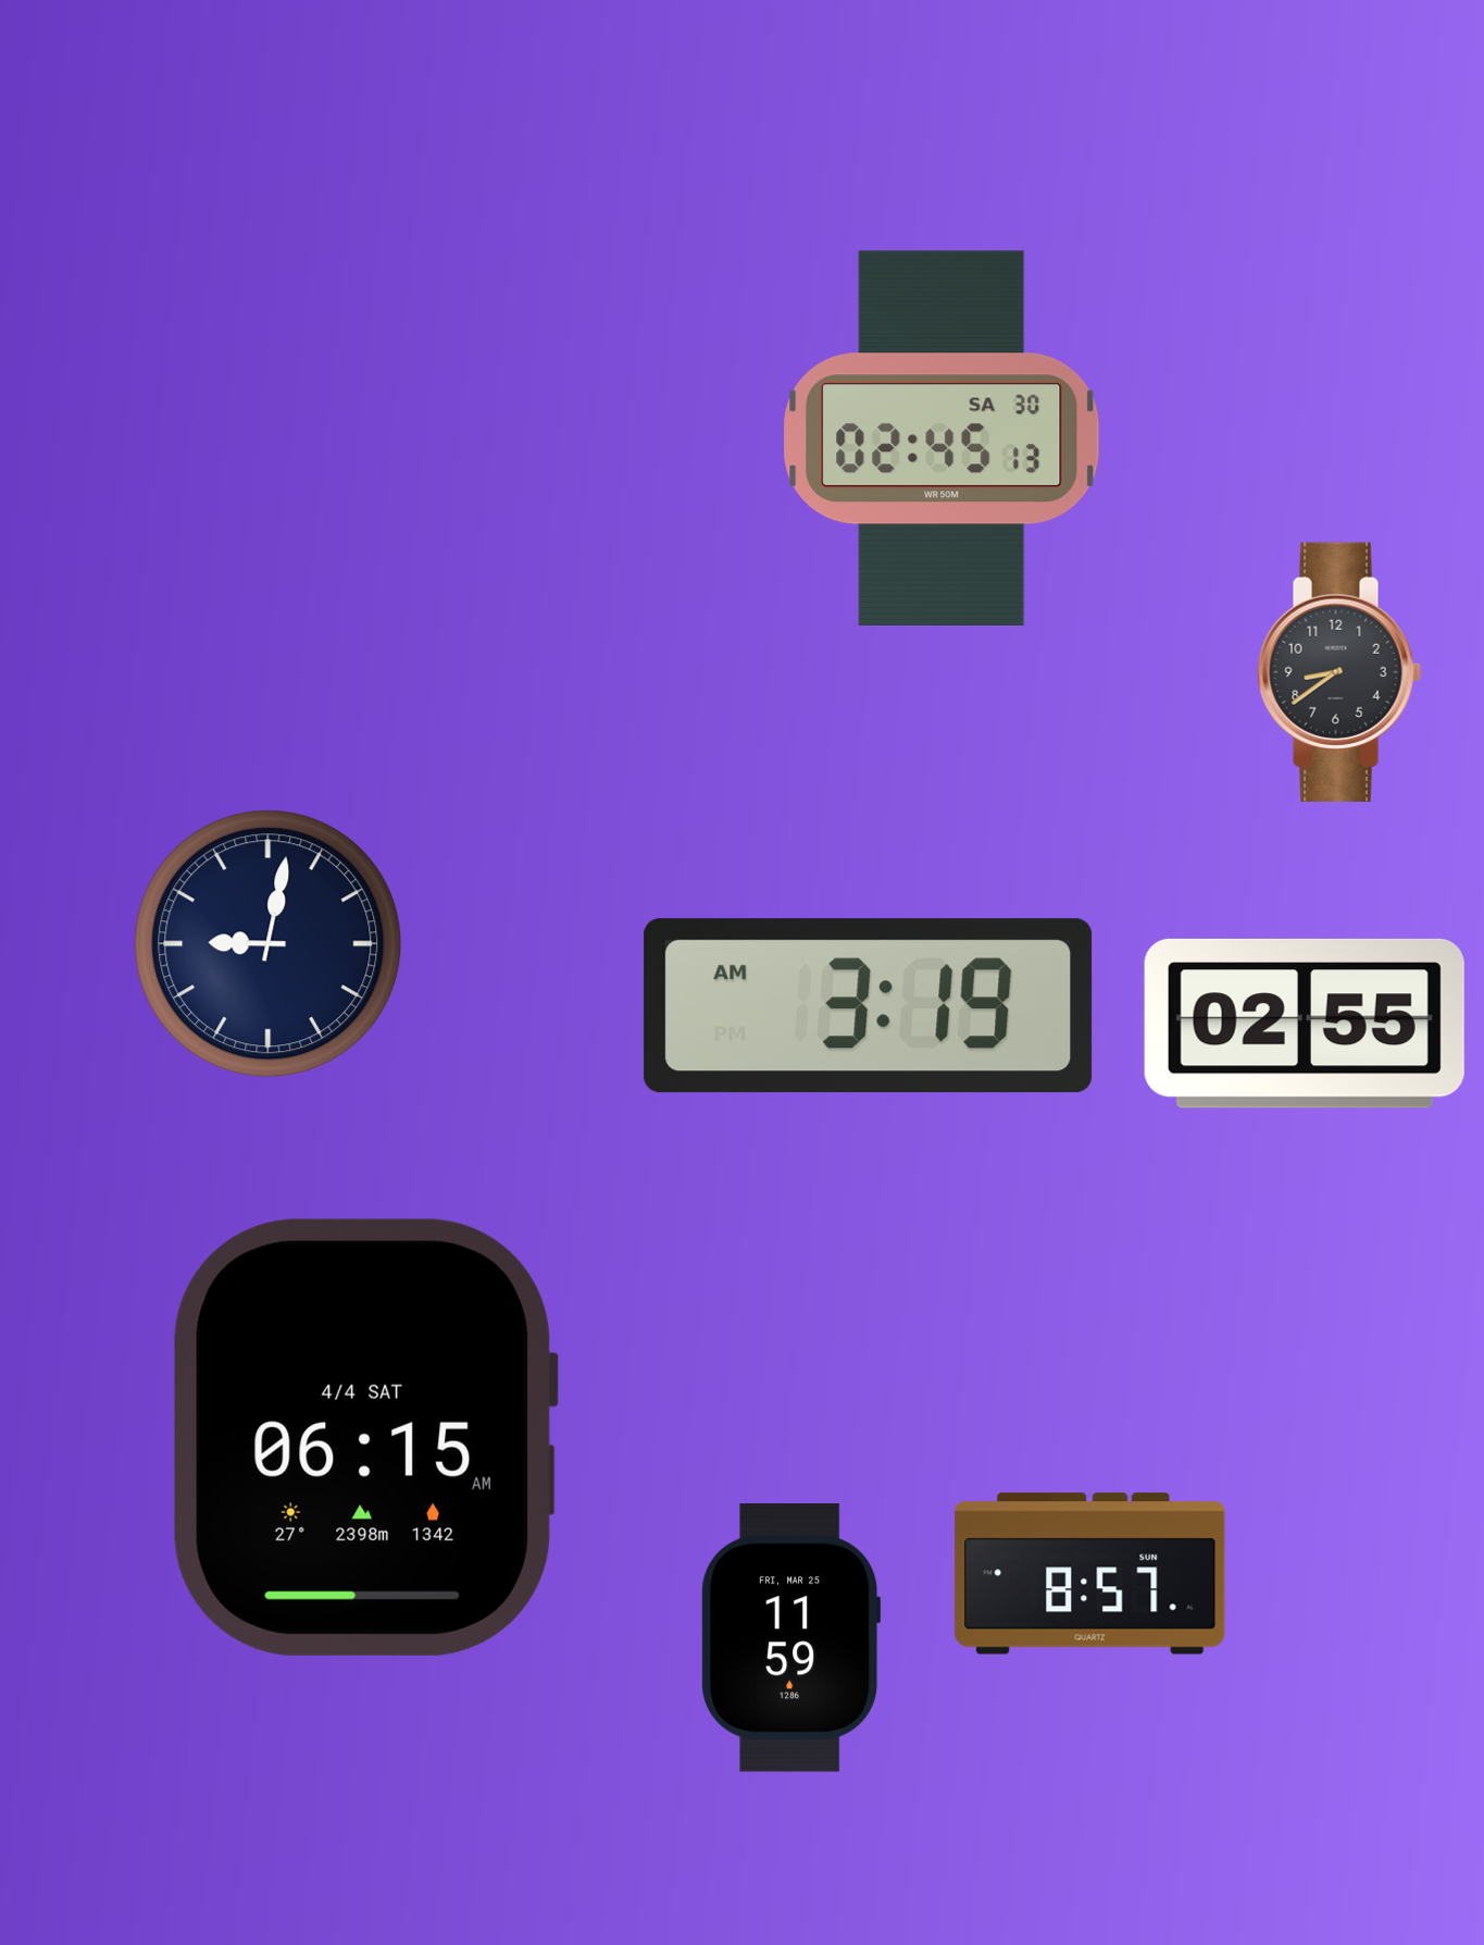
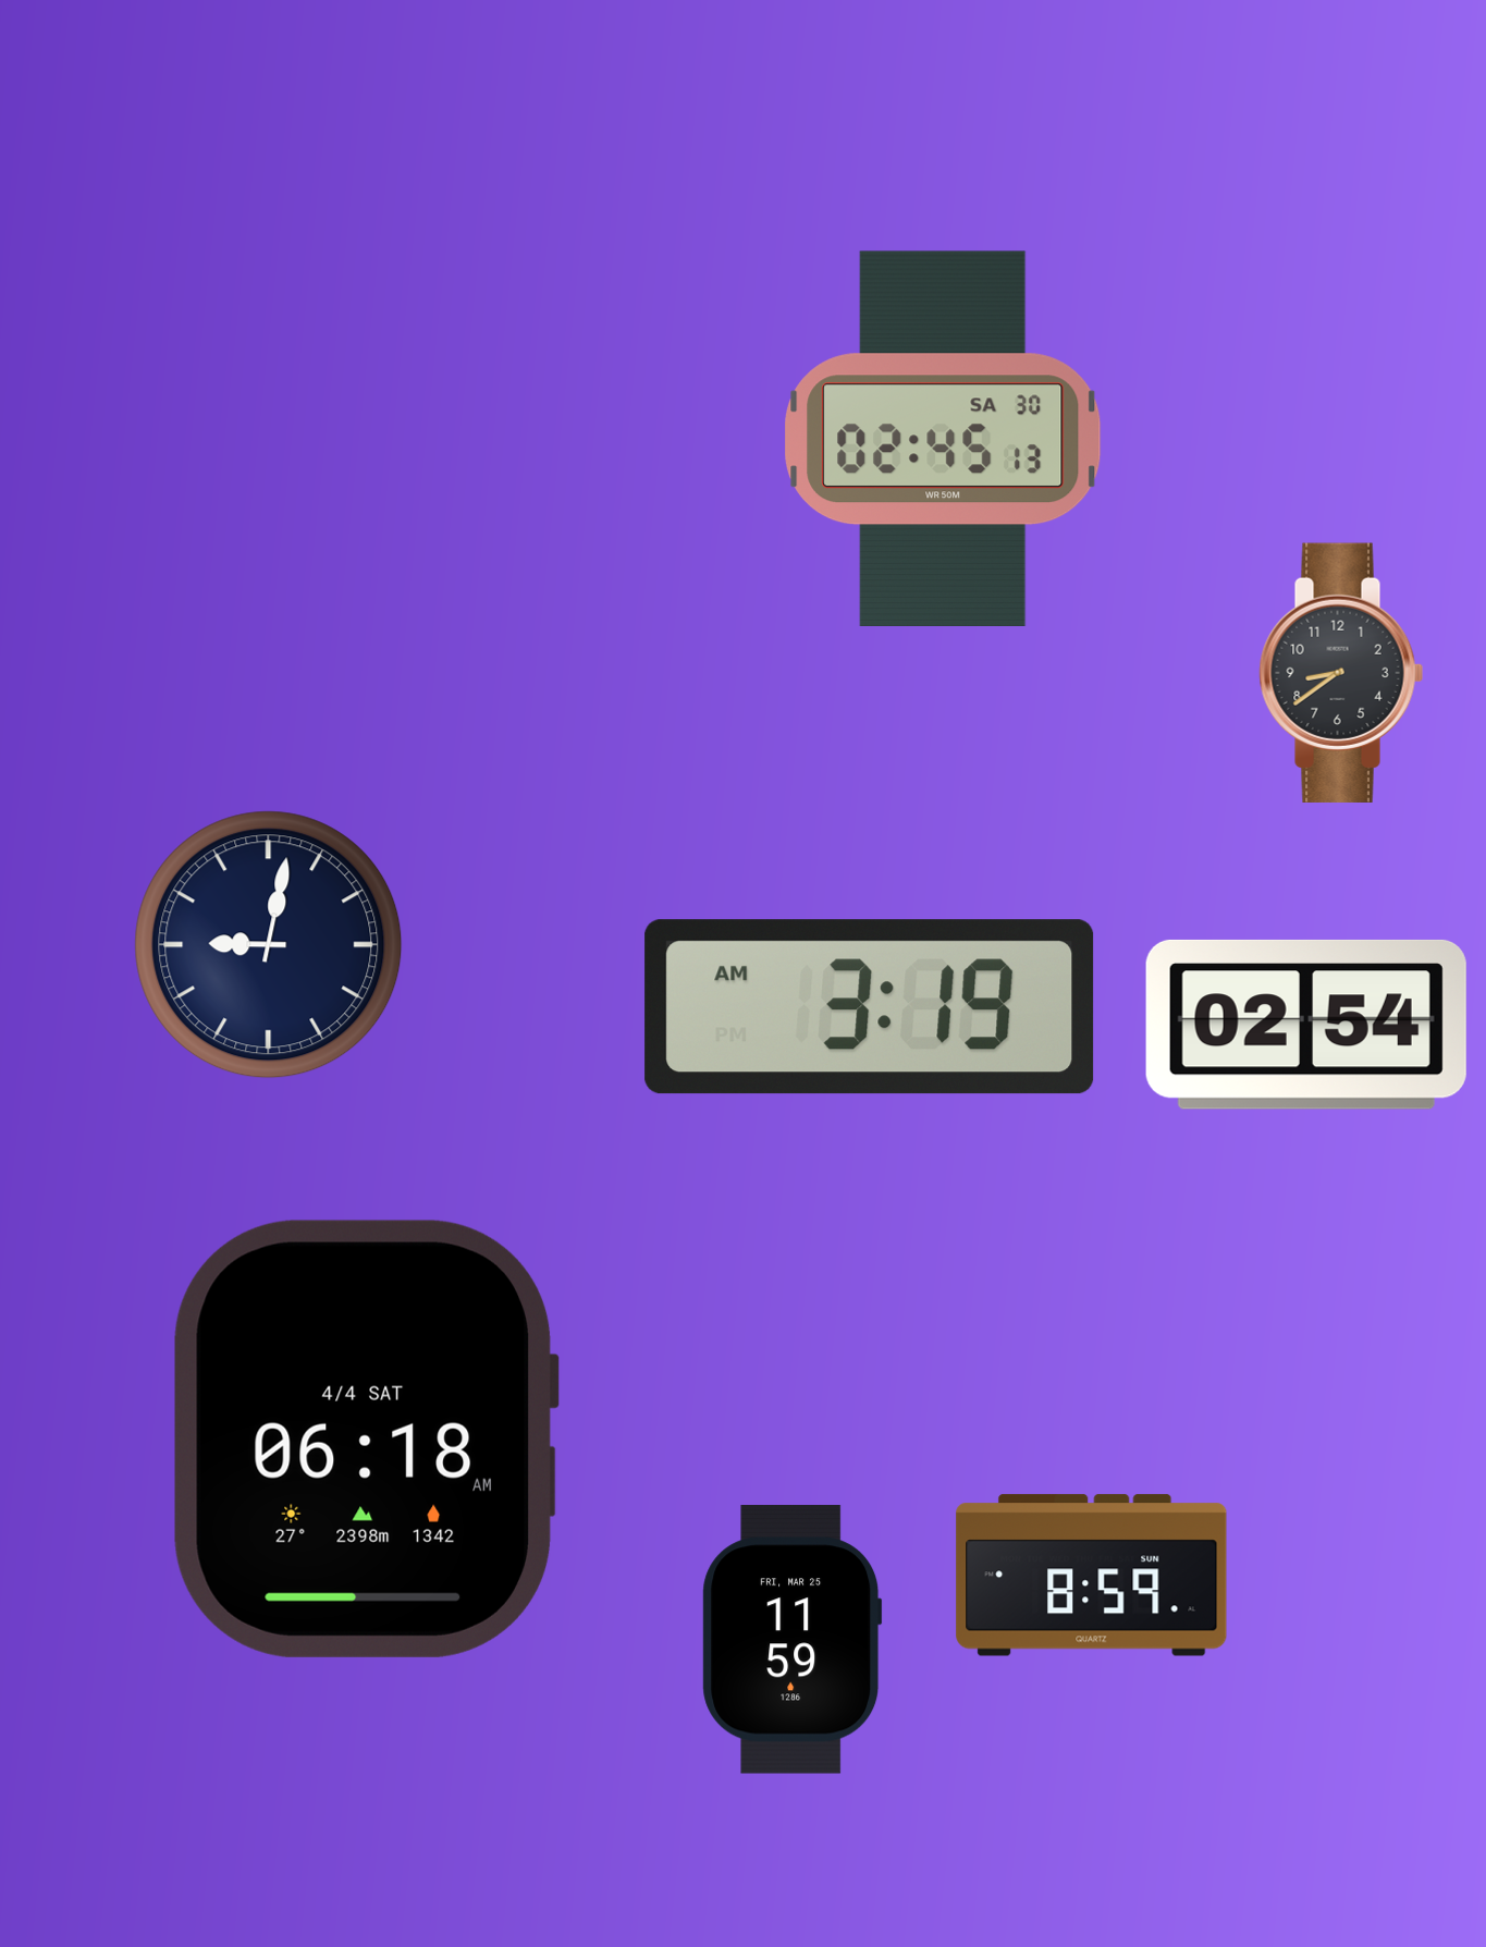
clock at (1305, 1024): 02:55 -> 02:54
clock at (365, 1437): 06:15 -> 06:18
clock at (1090, 1574): 8:57 -> 8:59
